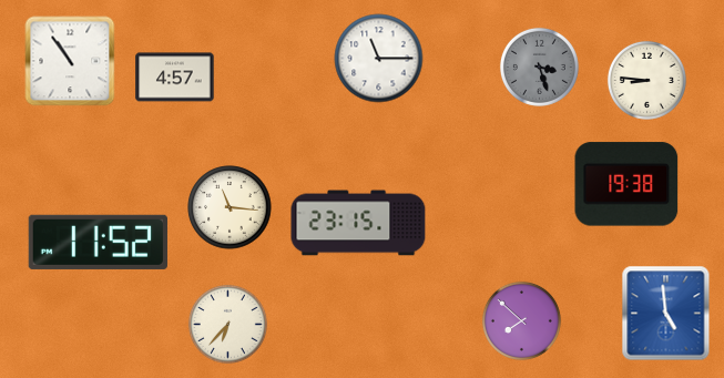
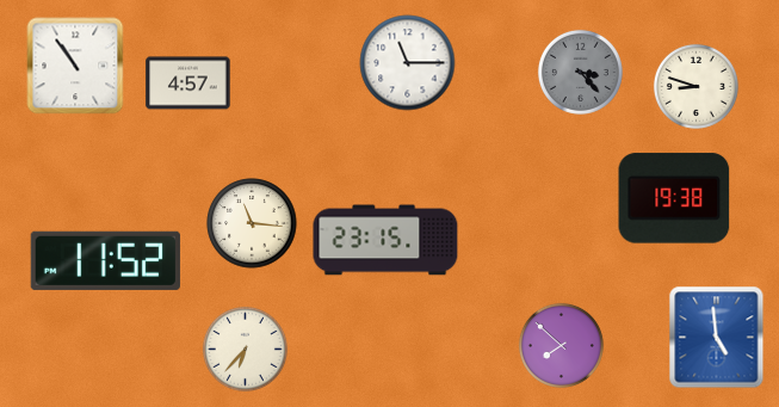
clock at (539, 67): 3:27 -> 3:23
clock at (646, 80): 8:46 -> 8:48
clock at (230, 207) position: (230, 207) -> (252, 223)
